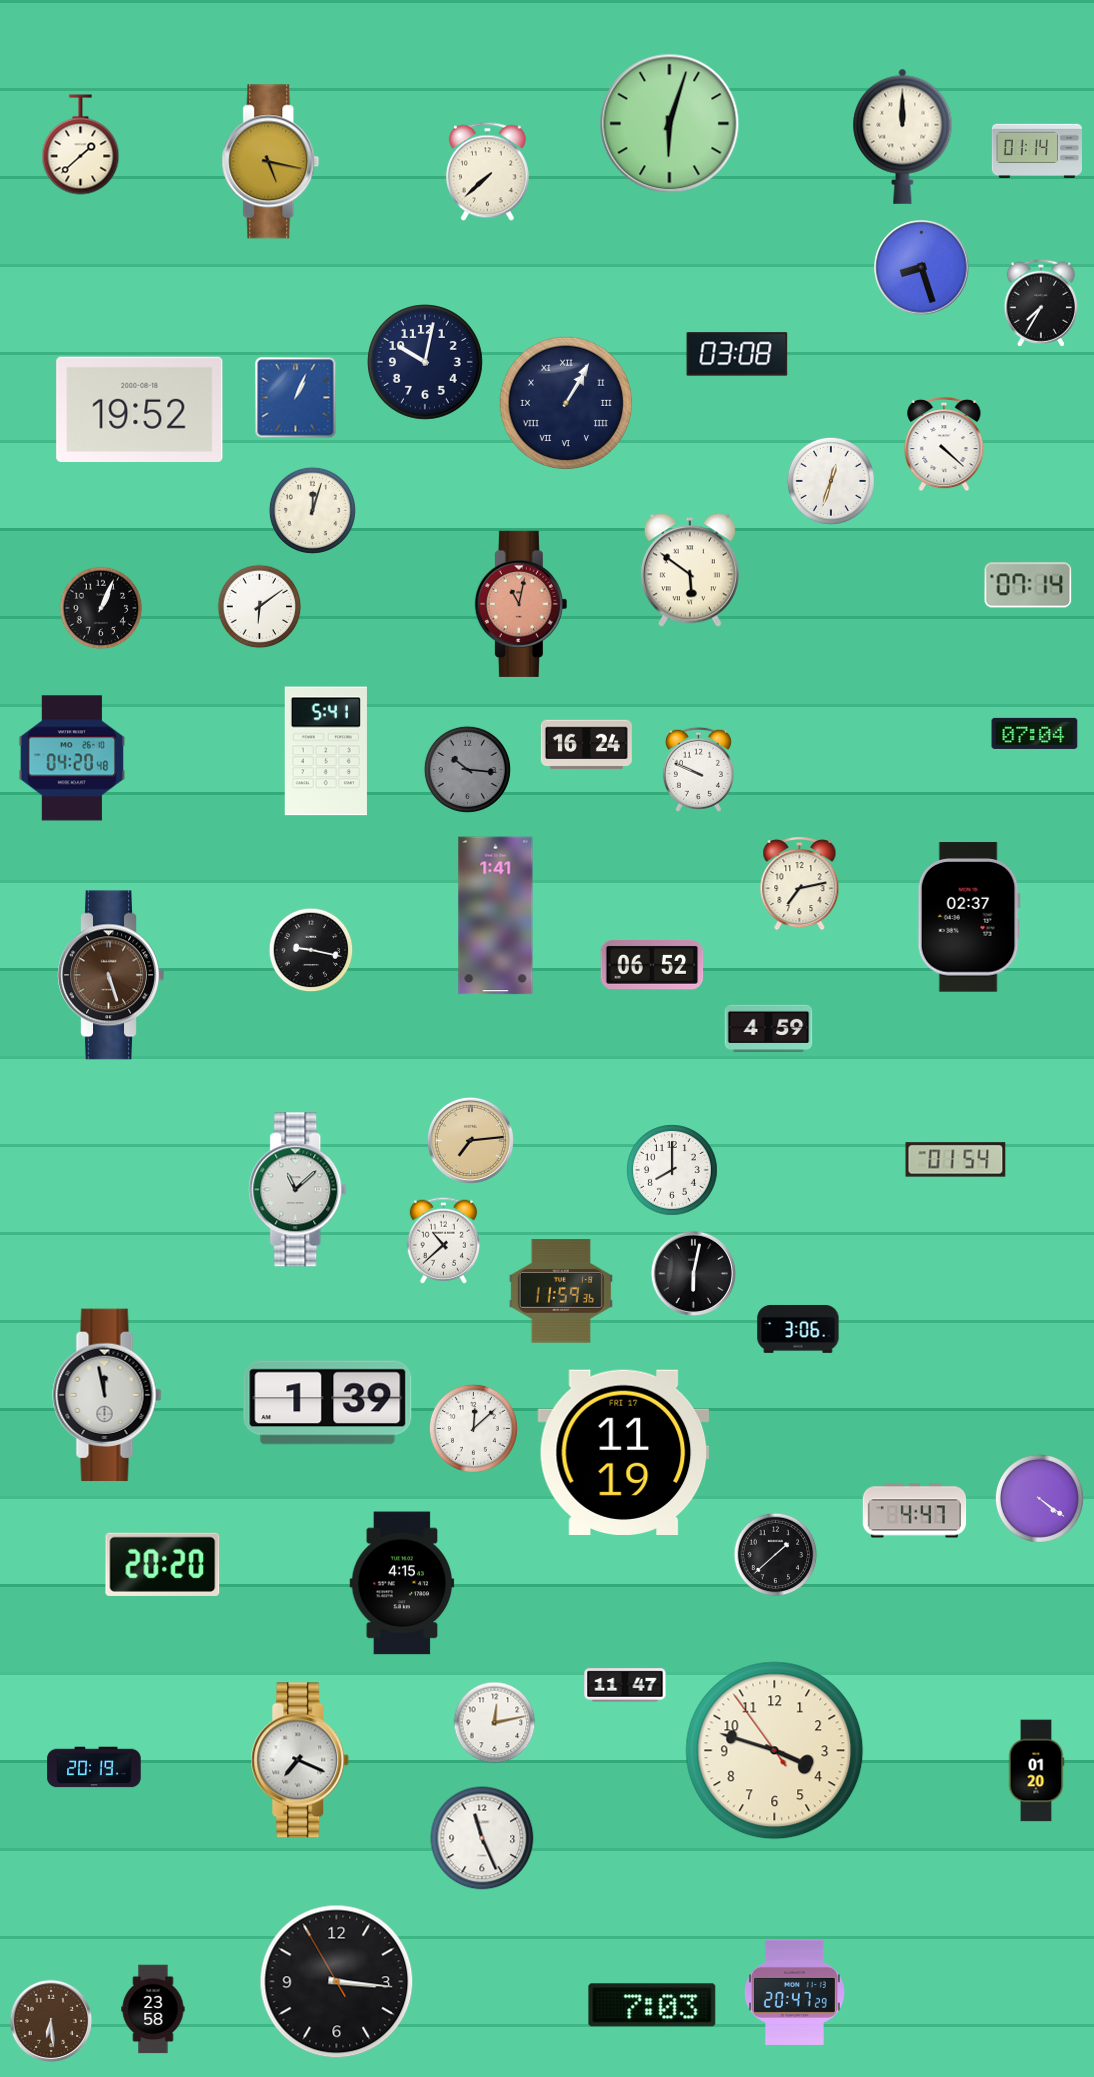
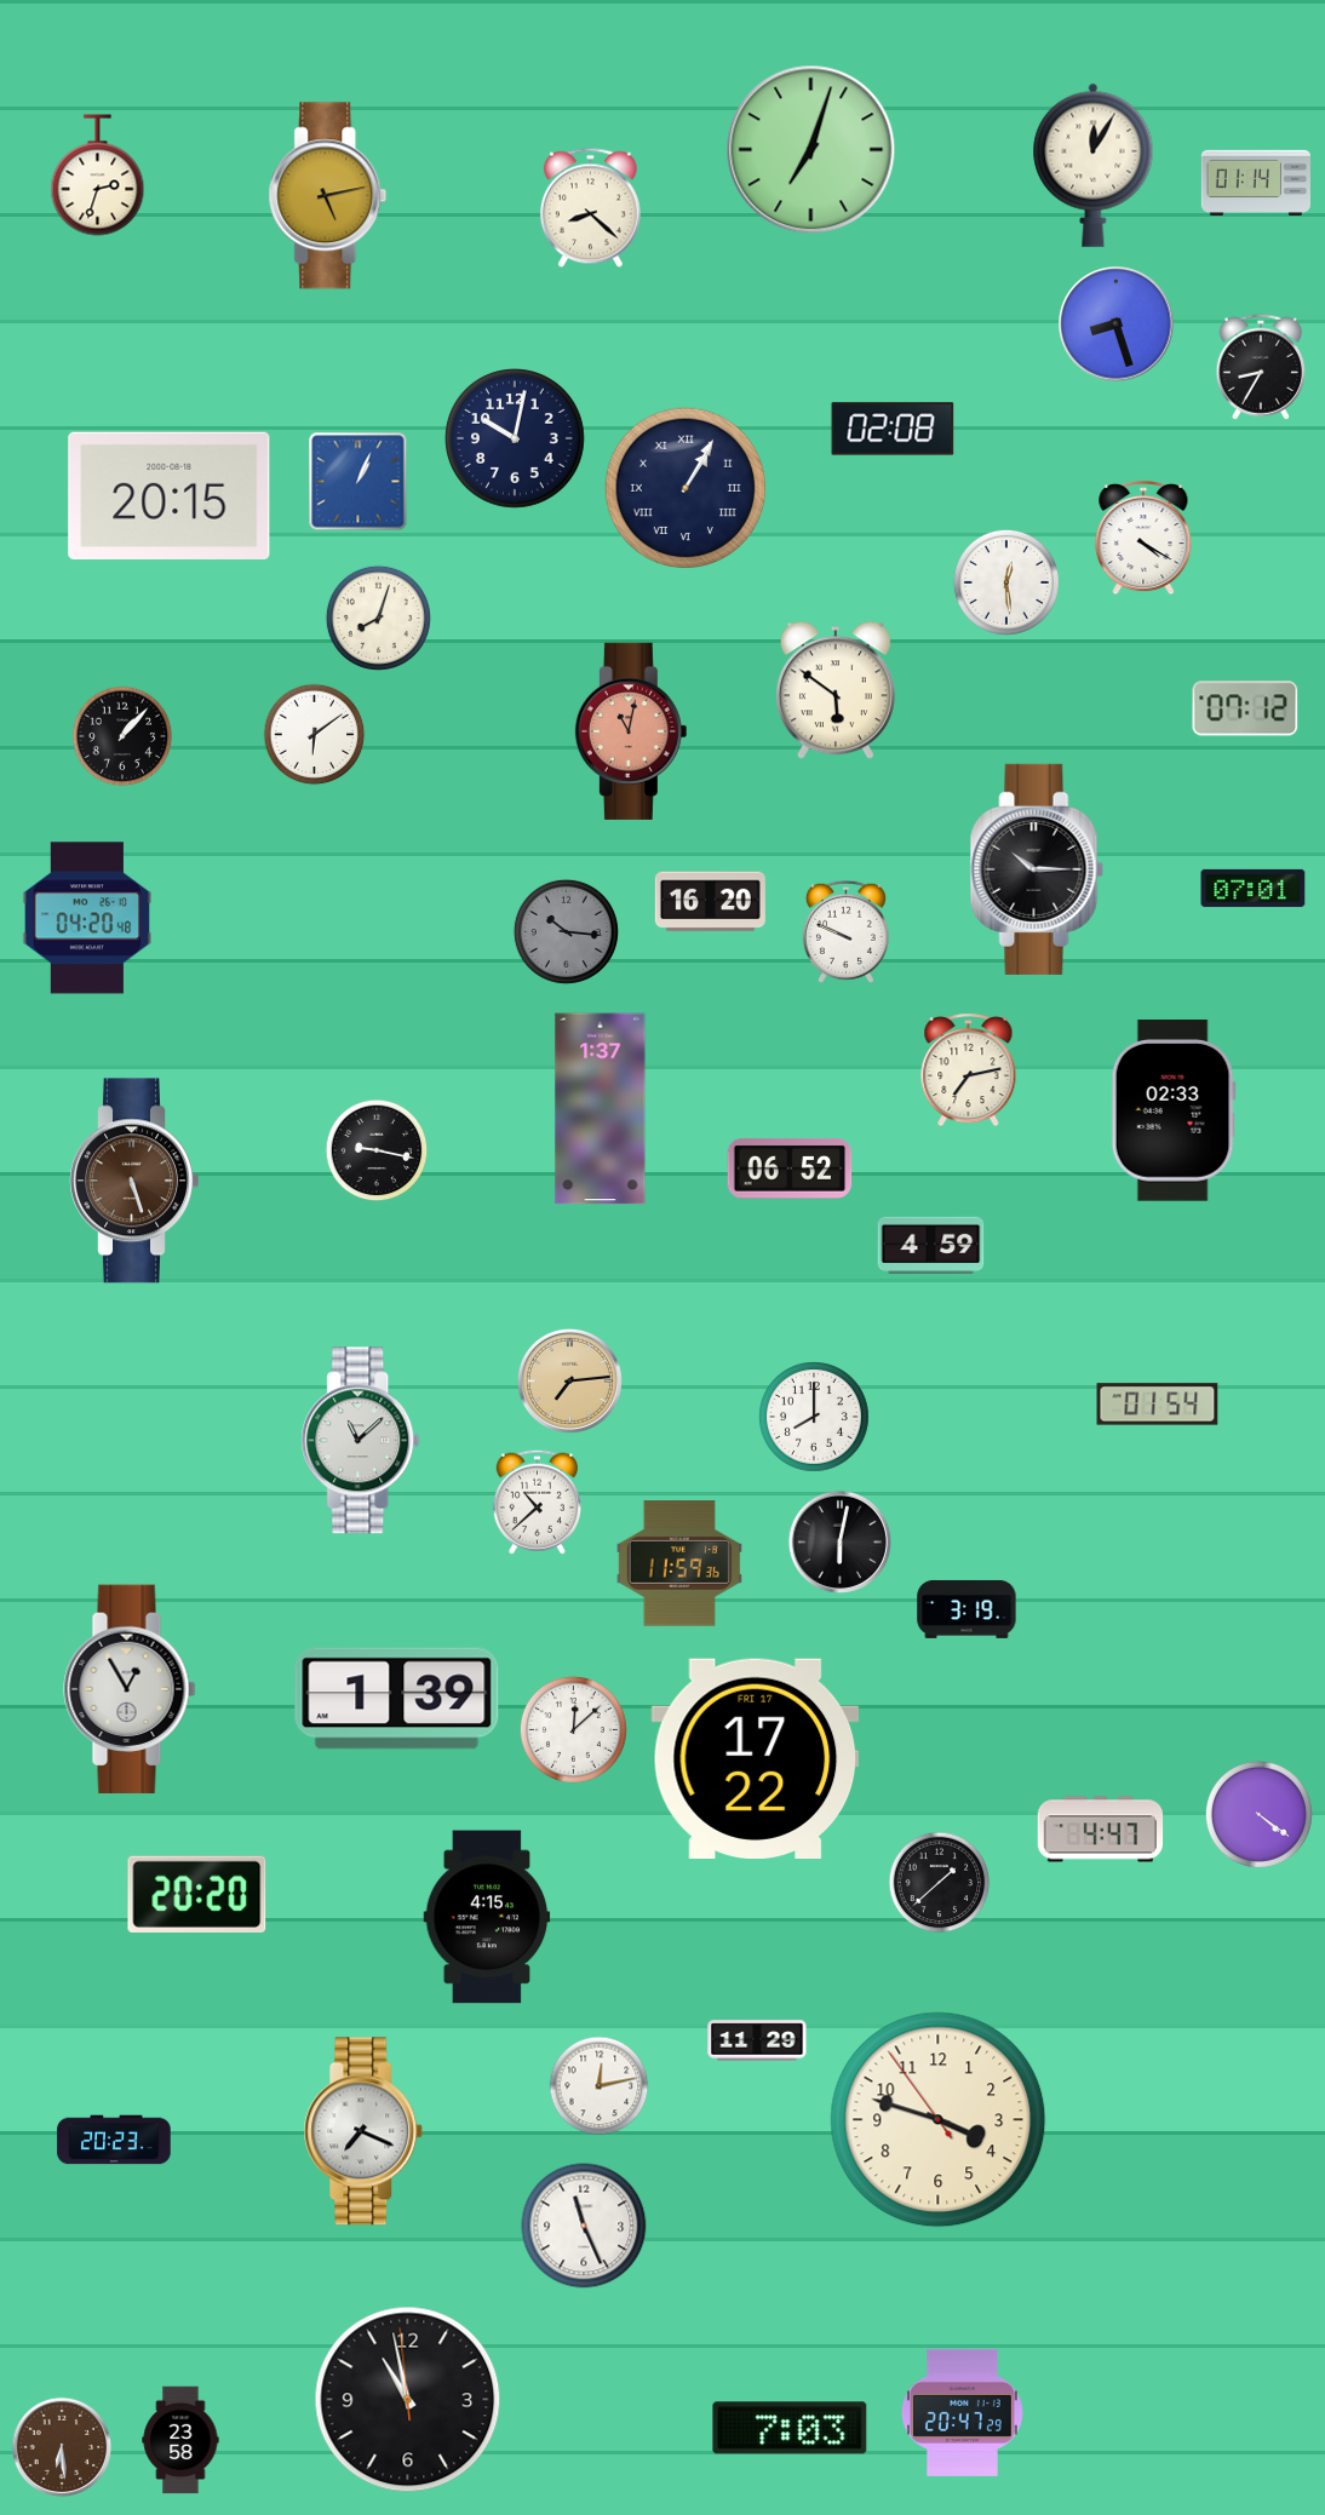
clock at (670, 124): 6:03 -> 7:03
clock at (903, 136): 12:00 -> 12:05
clock at (81, 145): 1:38 -> 2:33
clock at (271, 162): 5:17 -> 5:13
clock at (487, 172): 7:38 -> 8:22
clock at (1040, 303): 7:35 -> 8:35
clock at (737, 354): 03:08 -> 02:08
clock at (140, 409): 19:52 -> 20:15
clock at (944, 444): 4:22 -> 4:20
clock at (831, 481): 12:33 -> 12:29
clock at (312, 510): 12:03 -> 8:03
clock at (1028, 585): 07:14 -> 07:12
clock at (101, 608): 1:04 -> 1:07
clock at (1037, 869): none -> 10:15
clock at (1035, 733): 07:04 -> 07:01
clock at (586, 745): 16:24 -> 16:20
clock at (326, 751): 5:41 -> none
clock at (496, 916): 1:41 -> 1:37
clock at (969, 917): 02:37 -> 02:33
clock at (798, 1329): 3:06 -> 3:19
clock at (107, 1395): 11:58 -> 12:55
clock at (624, 1452): 11:19 -> 17:22
clock at (915, 1511) position: (915, 1511) -> (1101, 1830)
clock at (625, 1685): 11:47 -> 11:29
clock at (94, 1767): 20:19 -> 20:23
clock at (1036, 1771): 01:20 -> none
clock at (337, 1982): 3:15 -> 10:57
clock at (153, 2009) position: (153, 2009) -> (180, 2440)
